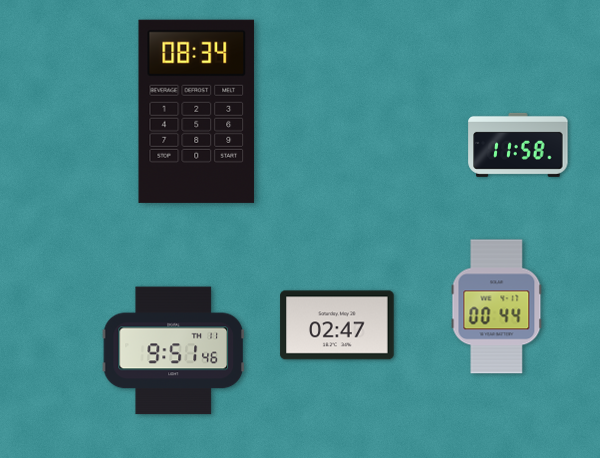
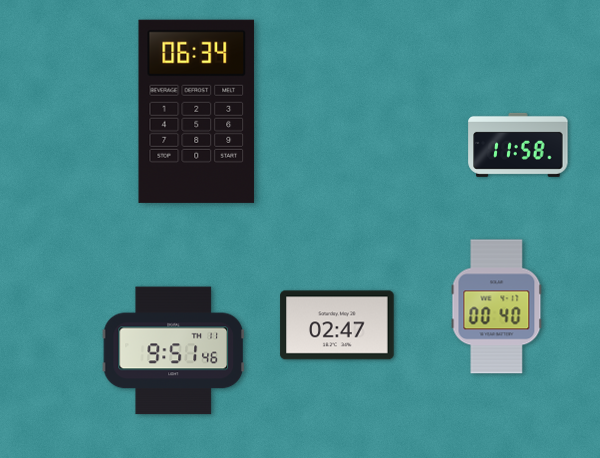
clock at (197, 111): 08:34 -> 06:34
clock at (497, 307): 00:44 -> 00:40
